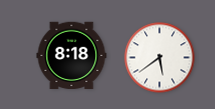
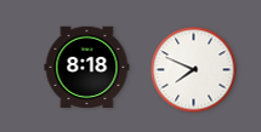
clock at (160, 58): 5:39 -> 7:49
